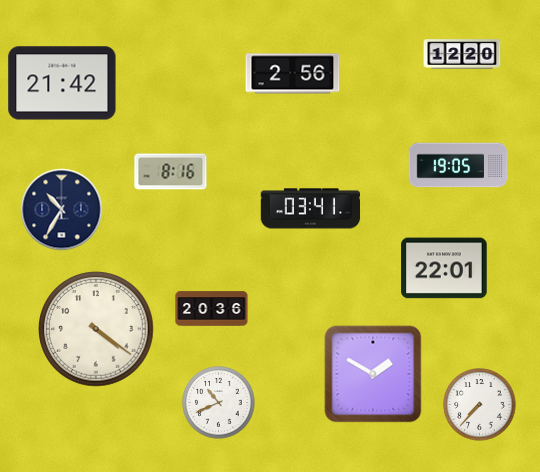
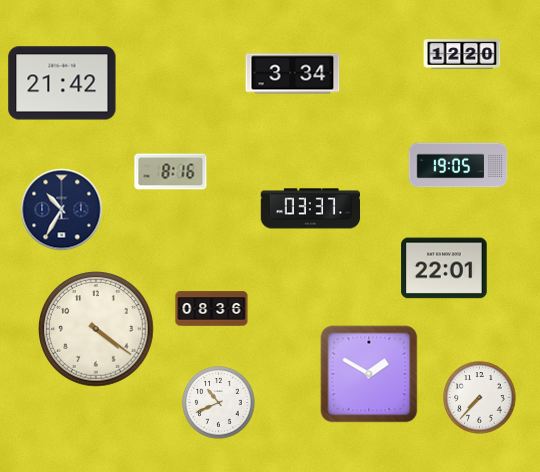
clock at (293, 74): 2:56 -> 3:34
clock at (310, 209): 03:41 -> 03:37
clock at (212, 309): 20:36 -> 08:36
clock at (373, 374) position: (373, 374) -> (369, 374)
clock at (480, 405) position: (480, 405) -> (480, 398)
